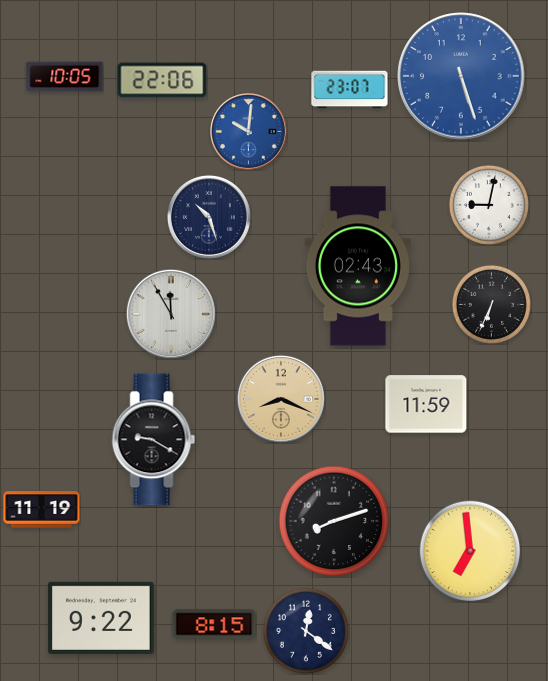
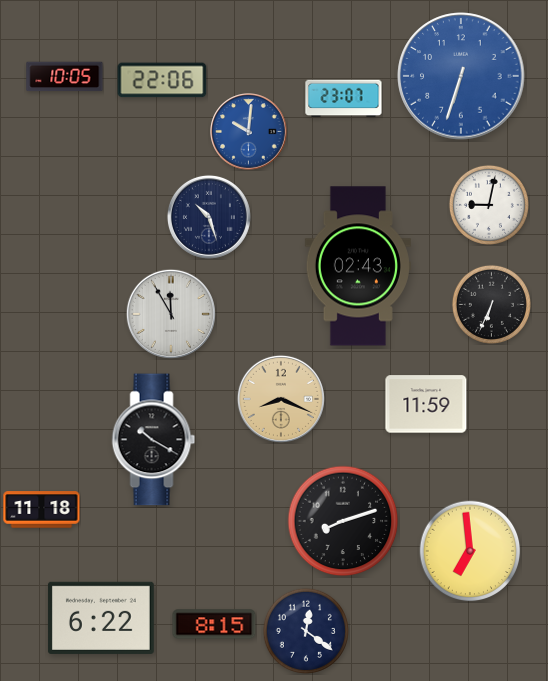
clock at (461, 76): 5:27 -> 6:33
clock at (350, 90) position: (350, 90) -> (344, 99)
clock at (154, 440): 9:20 -> 10:20
clock at (42, 510): 11:19 -> 11:18
clock at (334, 521) position: (334, 521) -> (343, 521)
clock at (101, 618): 9:22 -> 6:22
